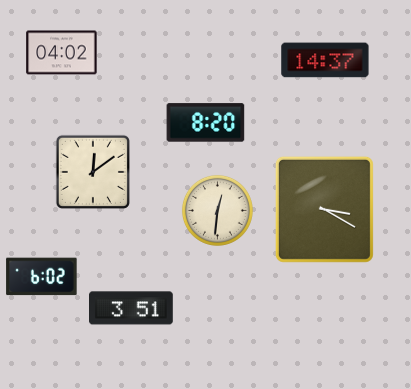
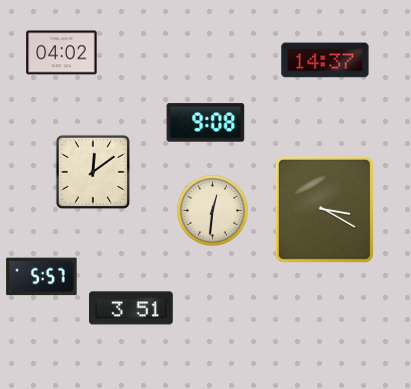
clock at (206, 123): 8:20 -> 9:08
clock at (217, 210) position: (217, 210) -> (212, 210)
clock at (42, 277): 6:02 -> 5:57
